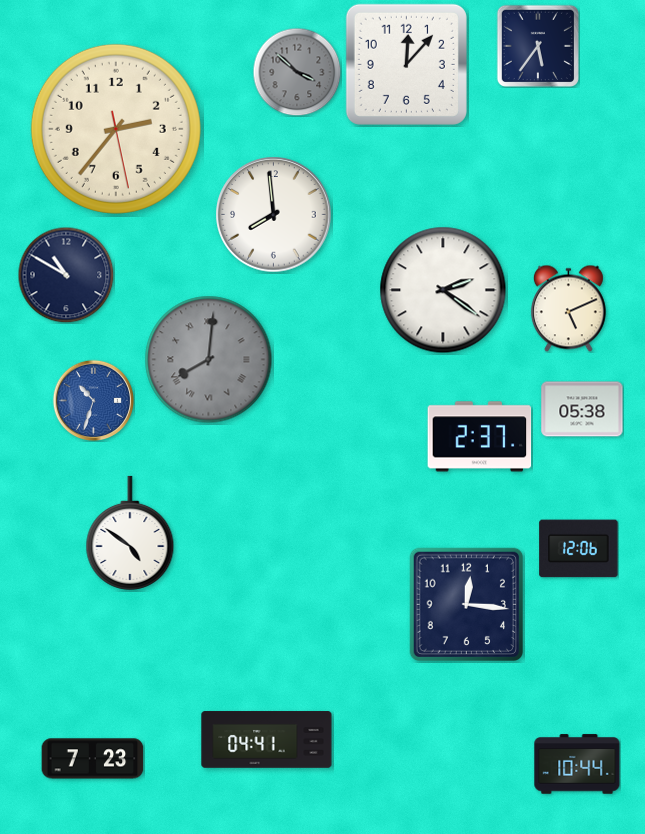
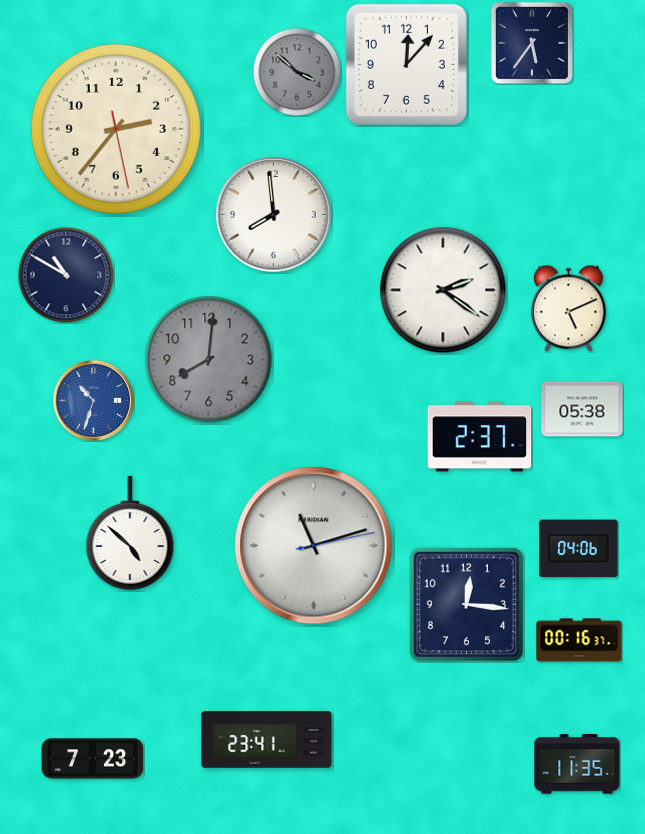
clock at (538, 46) position: (538, 46) -> (532, 43)
clock at (209, 360) numerals: Roman -> Arabic
clock at (130, 533): 4:51 -> 4:52
clock at (314, 546): none -> 11:12
clock at (579, 549): 12:06 -> 04:06
clock at (579, 640): none -> 00:16
clock at (267, 740): 04:41 -> 23:41
clock at (577, 764): 10:44 -> 11:35
